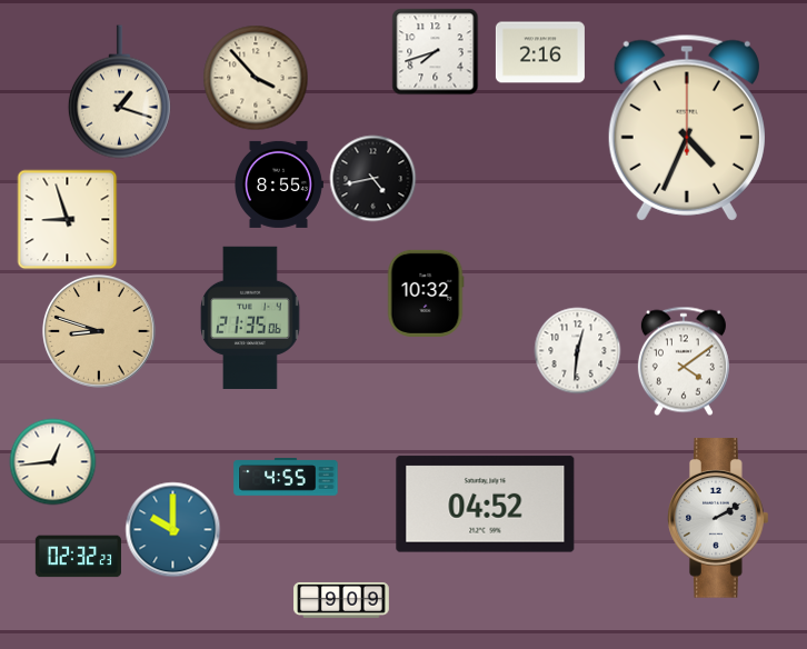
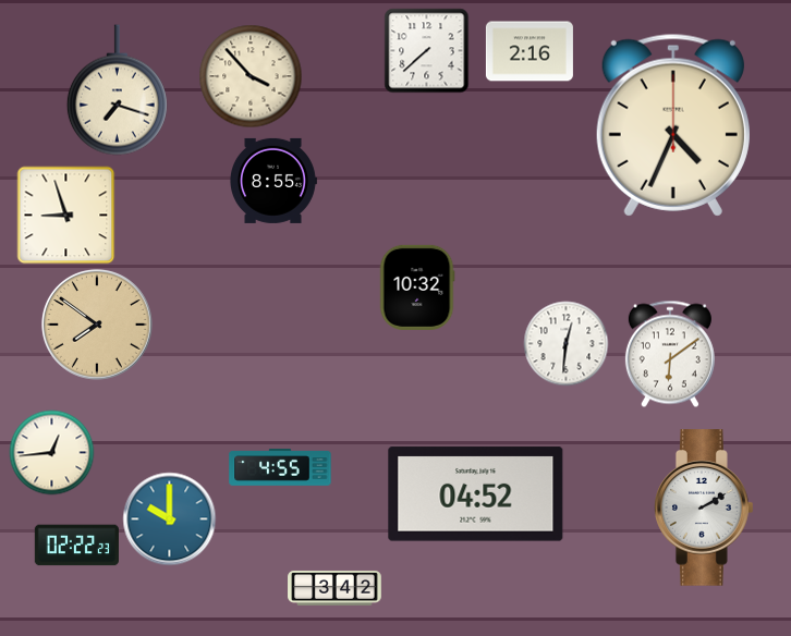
clock at (435, 51): 7:42 -> 7:38
clock at (119, 92): 1:18 -> 7:18
clock at (372, 178): 4:43 -> none
clock at (250, 317): 21:35 -> none
clock at (99, 331): 8:48 -> 7:51
clock at (684, 361): 4:09 -> 6:09
clock at (78, 557): 02:32 -> 02:22
clock at (341, 600): 9:09 -> 3:42
